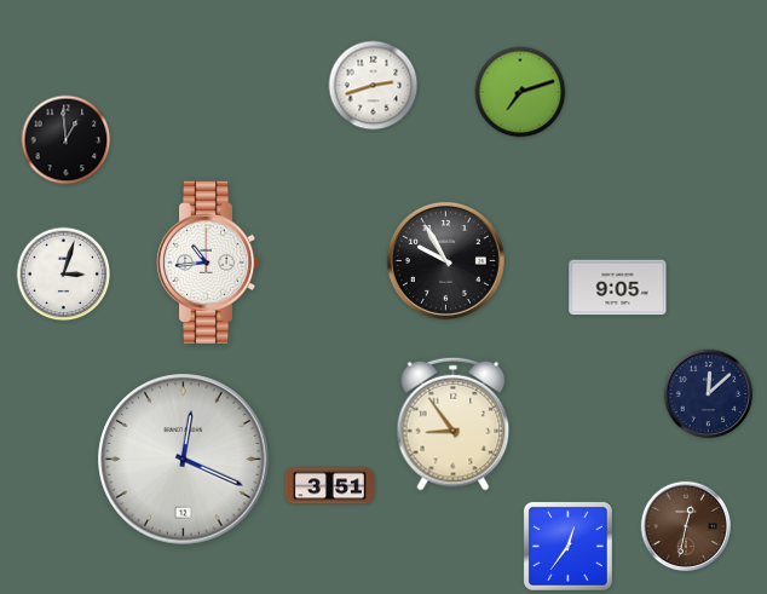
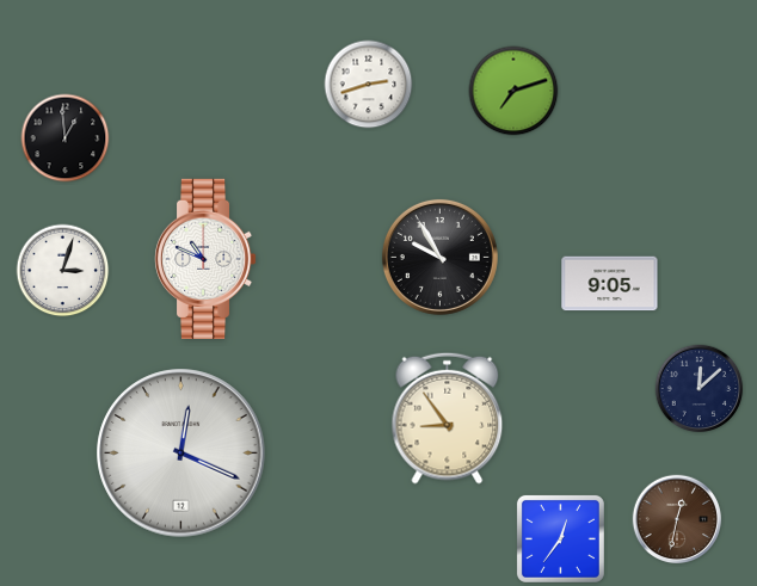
clock at (208, 263): 10:44 -> 10:49
clock at (329, 486): 3:51 -> none
